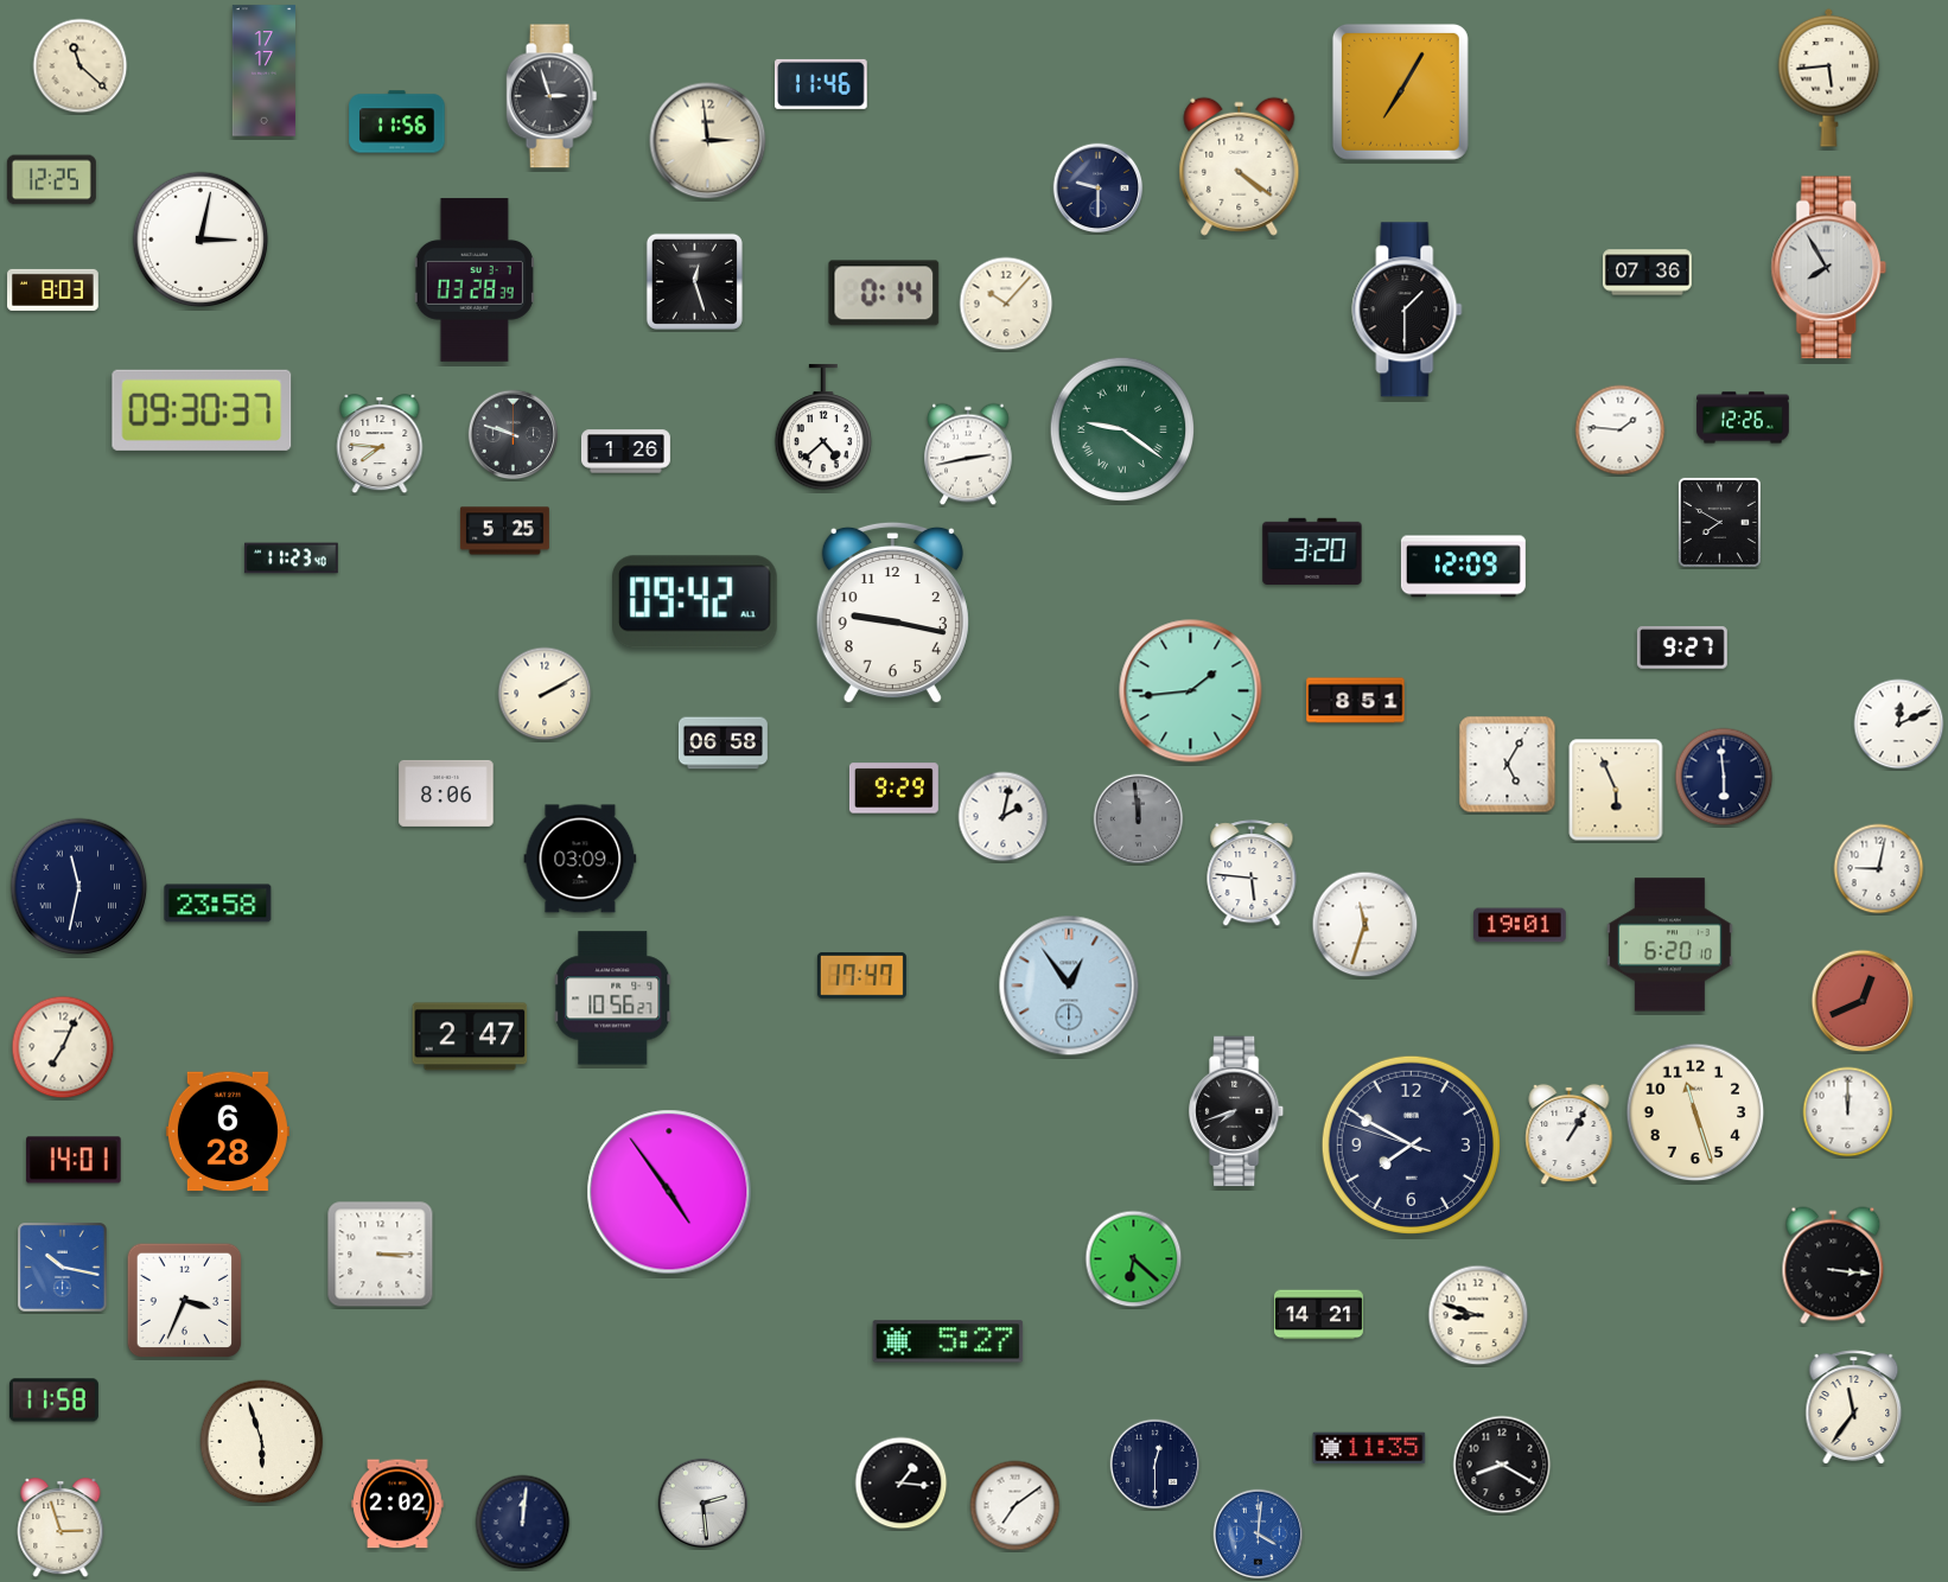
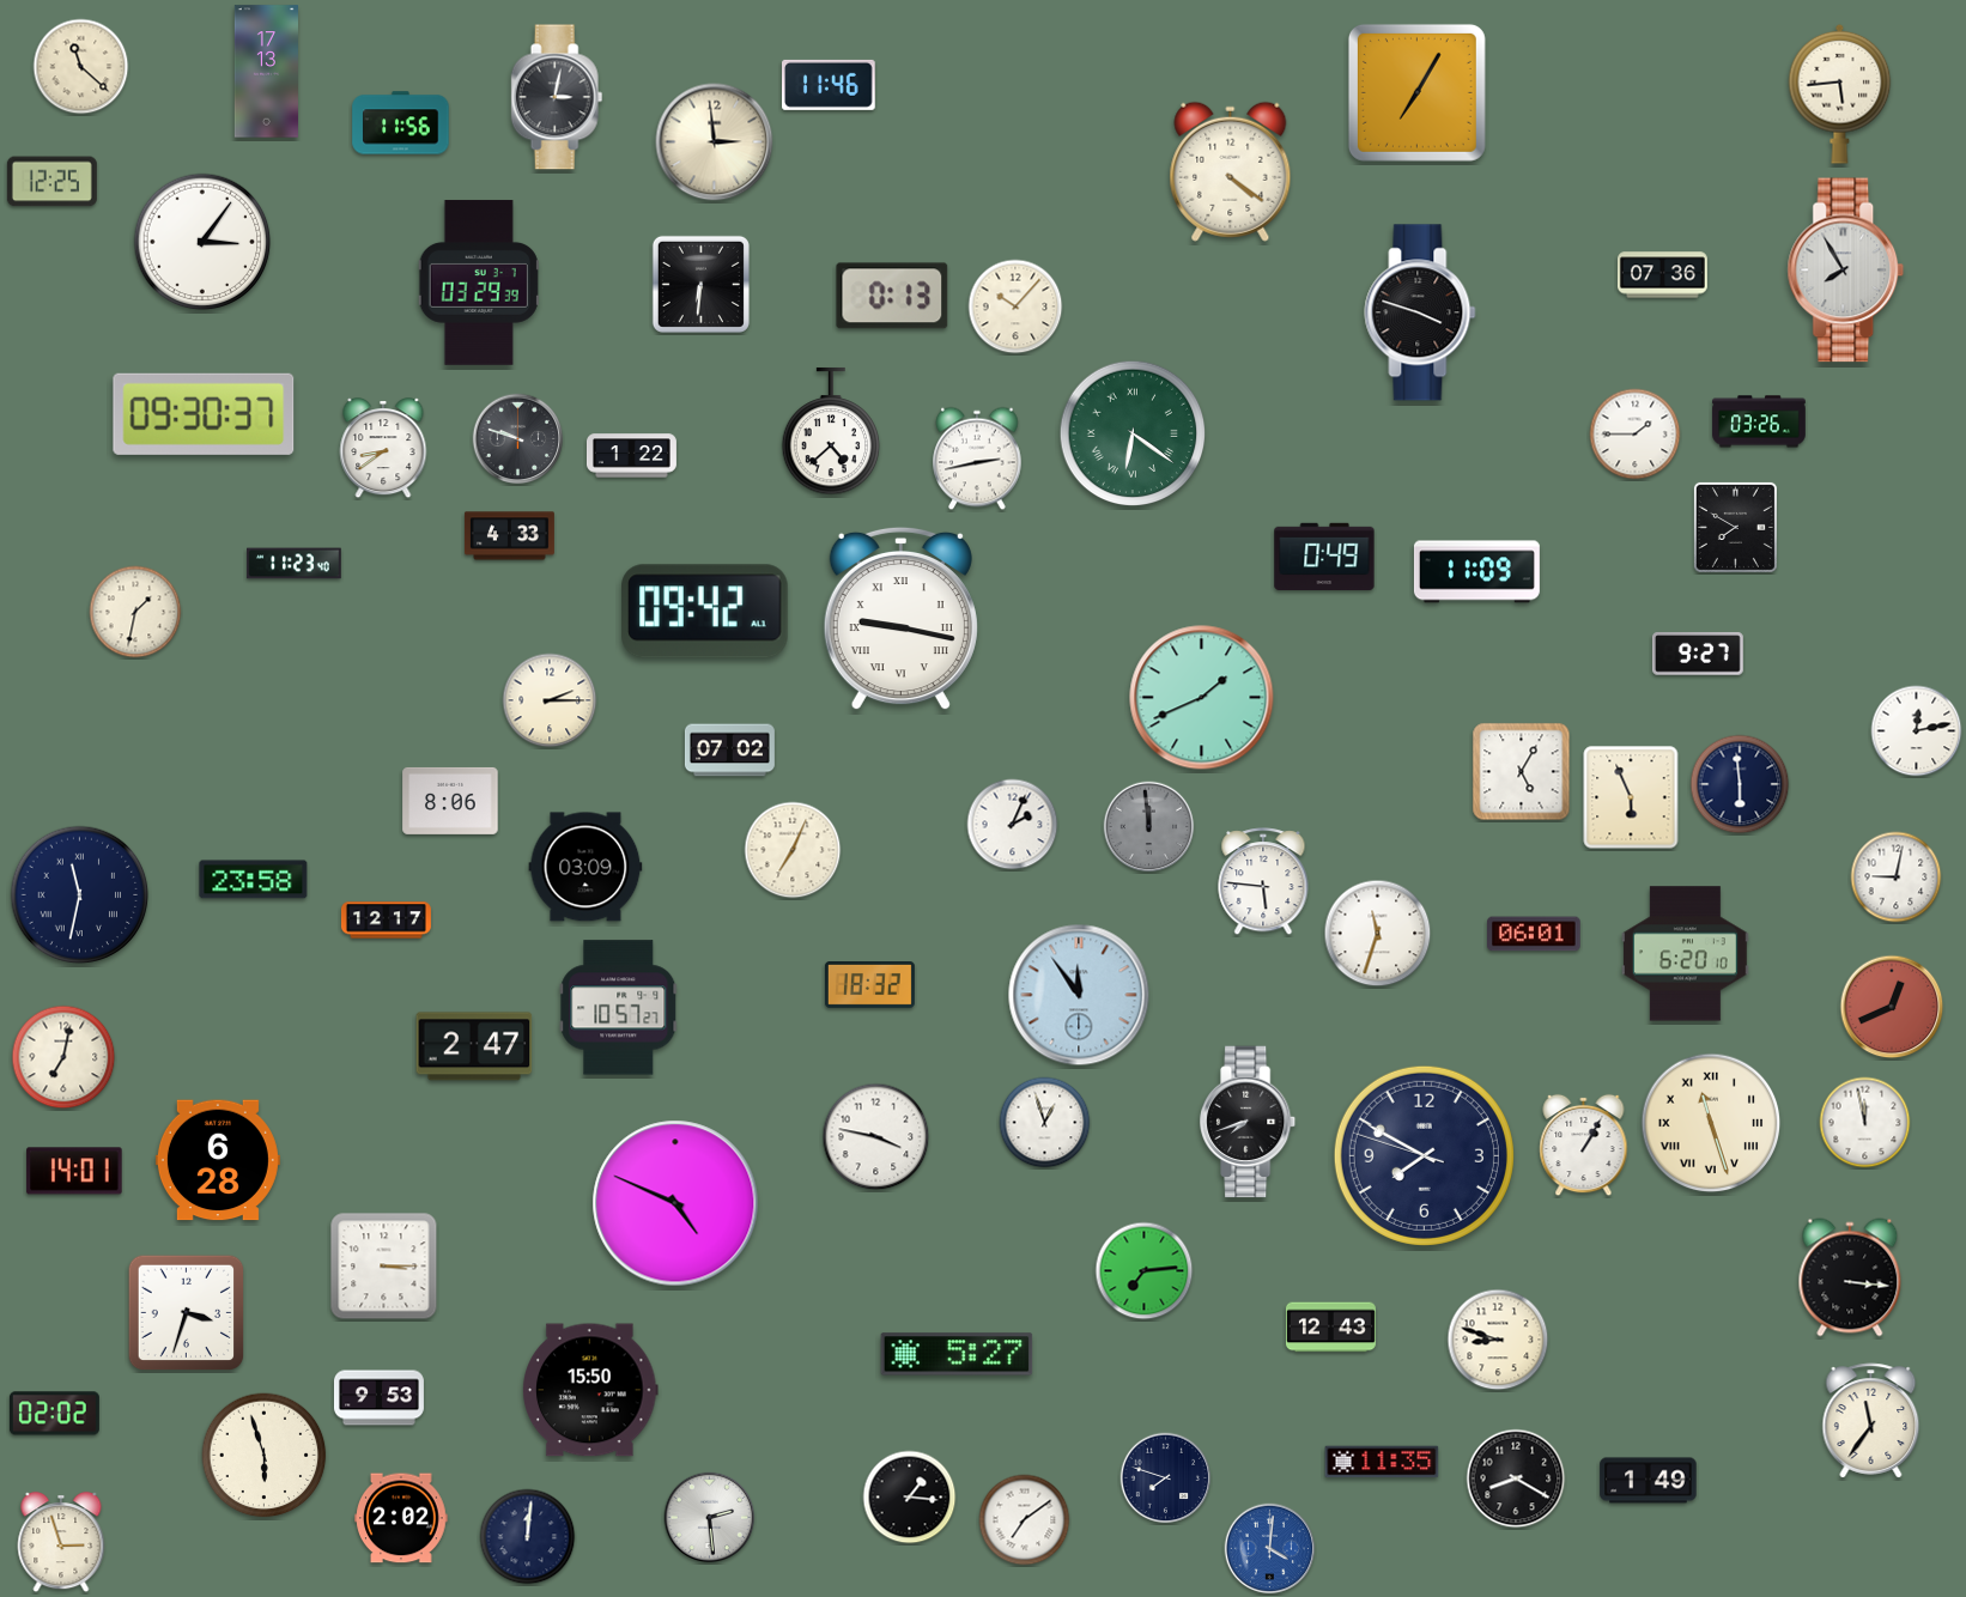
clock at (263, 71): 17:17 -> 17:13
clock at (1829, 77) position: (1829, 77) -> (1840, 93)
clock at (1400, 91) position: (1400, 91) -> (1416, 92)
clock at (552, 96): 2:57 -> 3:02
clock at (1240, 166) position: (1240, 166) -> (1231, 171)
clock at (1099, 189): 9:30 -> none
clock at (200, 240): 3:02 -> 3:06
clock at (475, 280): 03:28 -> 03:29
clock at (694, 281): 12:27 -> 6:31
clock at (53, 289): 8:03 -> none
clock at (884, 293): 0:14 -> 0:13
clock at (1407, 310): 1:30 -> 3:48
clock at (1743, 417): 12:26 -> 03:26
clock at (1122, 429): 9:21 -> 6:21
clock at (1621, 430): 1:46 -> 1:45
clock at (380, 445): 7:46 -> 8:39
clock at (625, 452): 1:26 -> 1:22
clock at (504, 531): 5:25 -> 4:33
clock at (1312, 550): 3:20 -> 0:49
clock at (1463, 567): 12:09 -> 11:09
clock at (695, 602) position: (695, 602) -> (705, 612)
clock at (135, 612): none -> 1:32
clock at (892, 613) numerals: Arabic -> Roman
clock at (1191, 691): 1:44 -> 1:41
clock at (545, 694): 2:10 -> 2:15
clock at (1356, 701): 8:51 -> none
clock at (1899, 725): 12:11 -> 12:13
clock at (722, 744): 06:58 -> 07:02
clock at (893, 789): 9:29 -> none
clock at (1004, 817): 2:02 -> 2:04
clock at (793, 850): none -> 7:04
clock at (218, 904) position: (218, 904) -> (254, 880)
clock at (386, 921): none -> 12:17
clock at (1520, 925): 19:01 -> 06:01
clock at (861, 976): 17:47 -> 18:32
clock at (1069, 985): 12:54 -> 11:54
clock at (613, 999): 10:56 -> 10:57
clock at (1863, 1001) position: (1863, 1001) -> (1892, 1007)
clock at (63, 1047): 7:04 -> 7:02
clock at (1045, 1123): none -> 12:57
clock at (1695, 1112) numerals: Arabic -> Roman
clock at (1848, 1112): 12:00 -> 11:58
clock at (876, 1137): none -> 3:47
clock at (228, 1131) position: (228, 1131) -> (218, 1160)
clock at (669, 1192): 4:54 -> 4:49
clock at (1134, 1259): 6:22 -> 7:14
clock at (63, 1268): 10:17 -> none
clock at (185, 1301): 3:34 -> 3:33
clock at (1318, 1315): 14:21 -> 12:43
clock at (1478, 1315) position: (1478, 1315) -> (1498, 1340)
clock at (591, 1390): none -> 15:50
clock at (378, 1398): none -> 9:53
clock at (53, 1401): 11:58 -> 02:02
clock at (1156, 1465): 12:30 -> 7:48
clock at (1649, 1481): none -> 1:49
